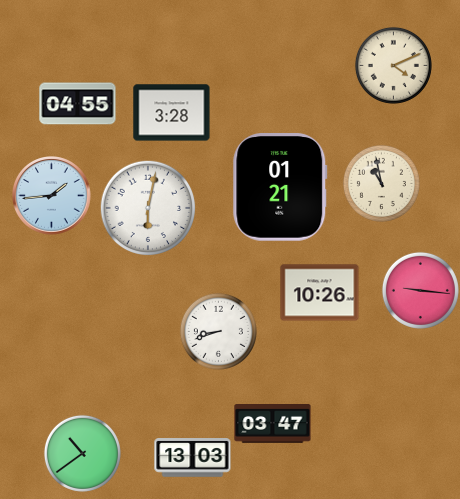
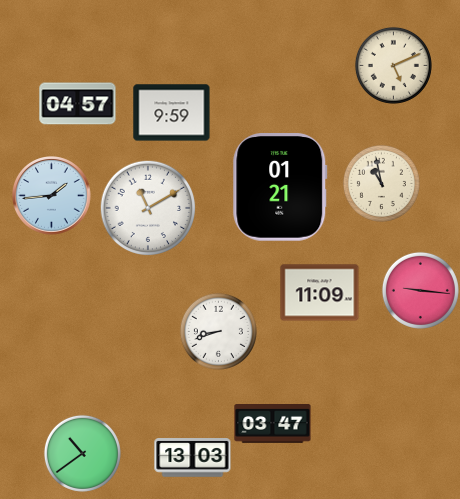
clock at (393, 65): 4:11 -> 5:11
clock at (78, 104): 04:55 -> 04:57
clock at (172, 113): 3:28 -> 9:59
clock at (148, 208): 6:02 -> 11:10
clock at (320, 293): 10:26 -> 11:09
